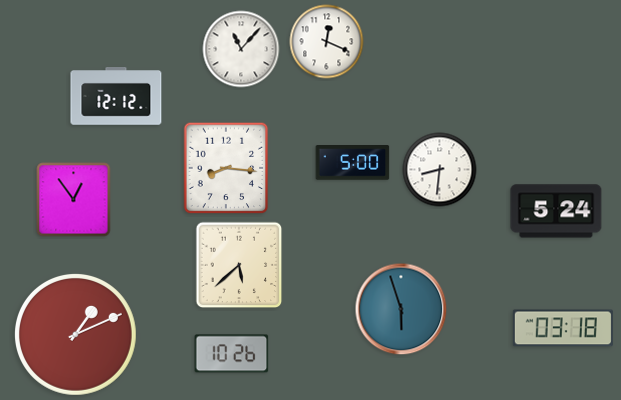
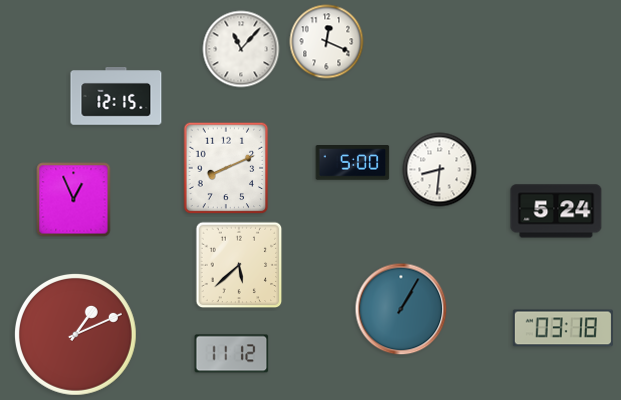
clock at (116, 97): 12:12 -> 12:15
clock at (226, 168): 8:16 -> 8:11
clock at (74, 200): 12:54 -> 12:56
clock at (401, 309): 5:57 -> 1:05
clock at (232, 354): 10:26 -> 11:12
